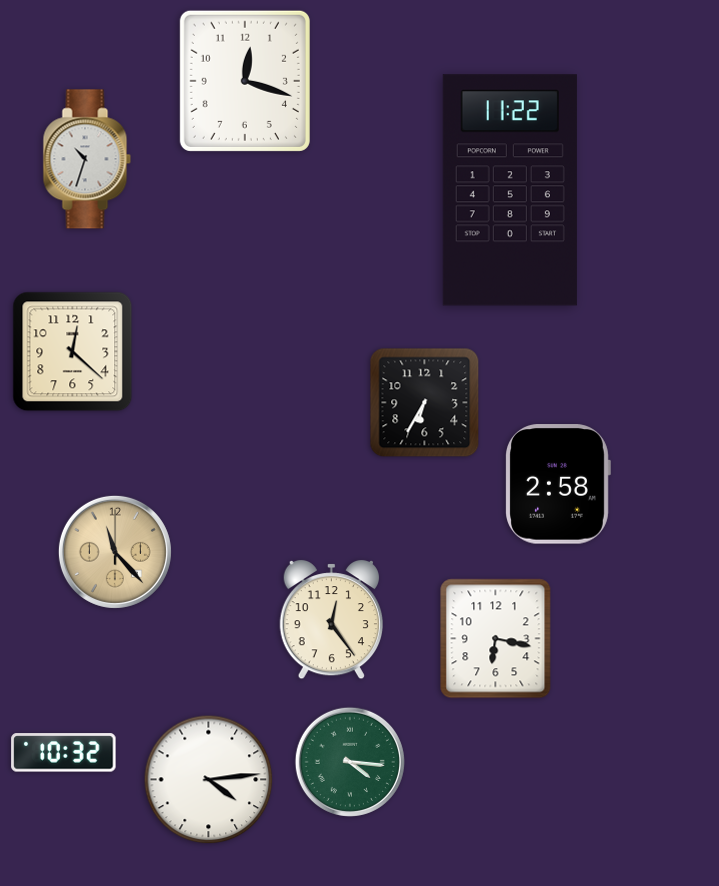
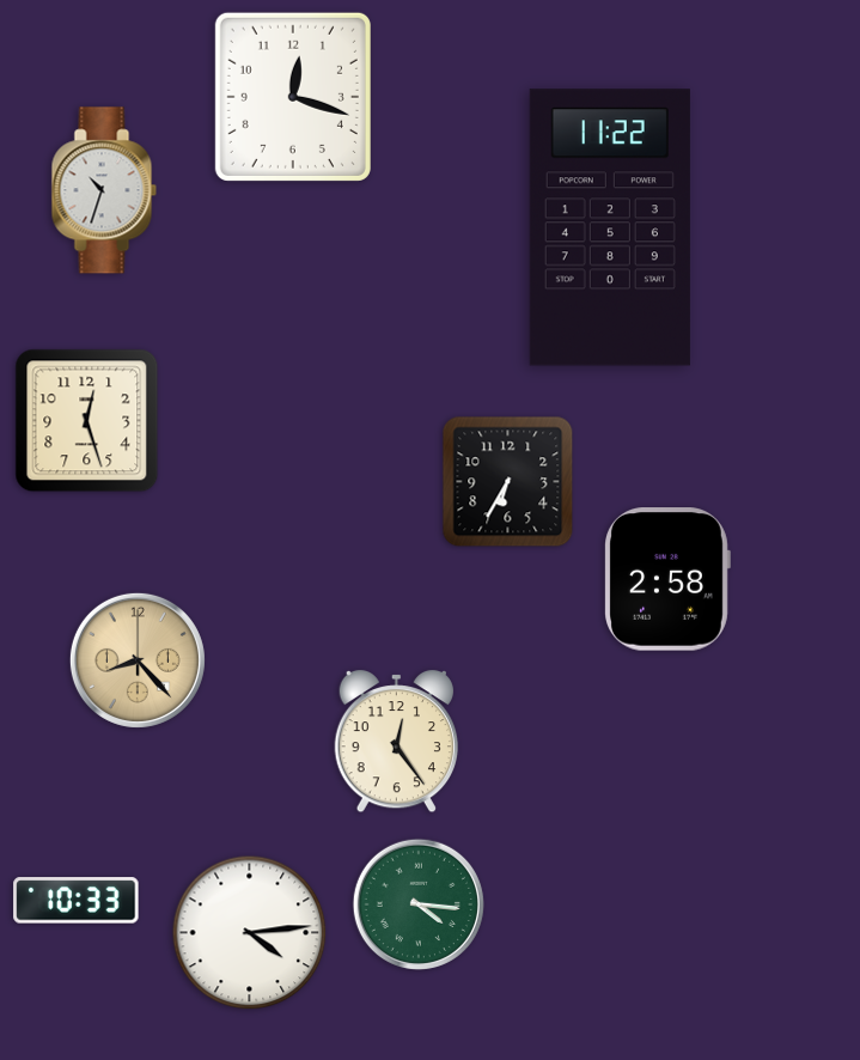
clock at (73, 352): 12:22 -> 12:27
clock at (115, 552): 11:23 -> 8:23
clock at (496, 639): 6:17 -> none
clock at (64, 753): 10:32 -> 10:33
clock at (350, 762) position: (350, 762) -> (419, 904)
